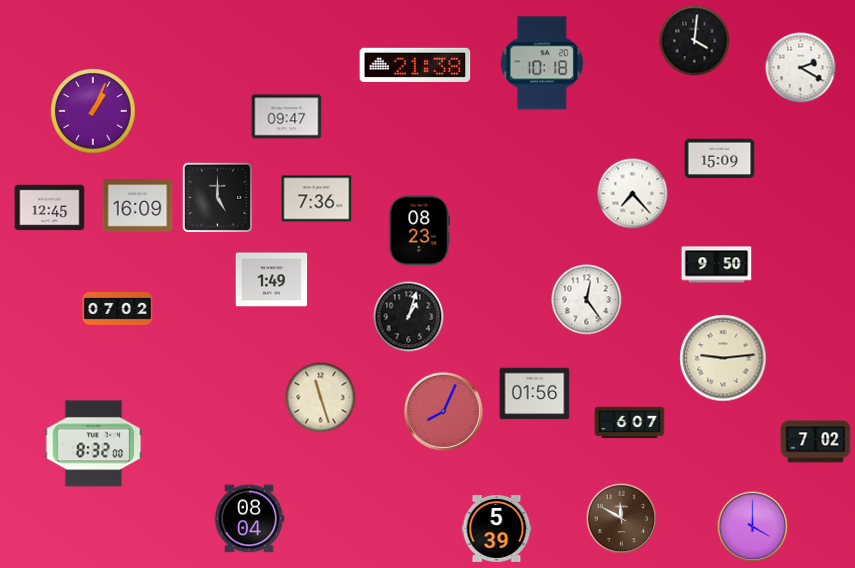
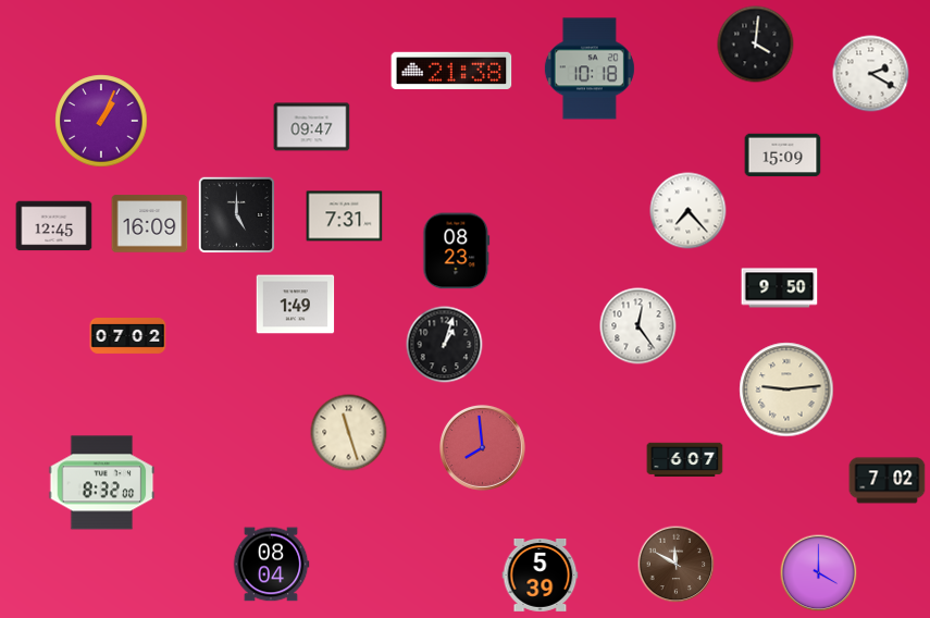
clock at (720, 159) position: (720, 159) -> (783, 156)
clock at (317, 199): 7:36 -> 7:31
clock at (535, 394): 01:56 -> none
clock at (443, 411): 8:04 -> 7:59
